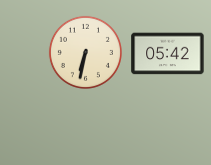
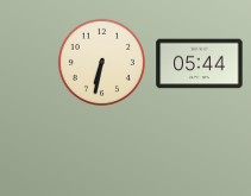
clock at (168, 54): 05:42 -> 05:44
